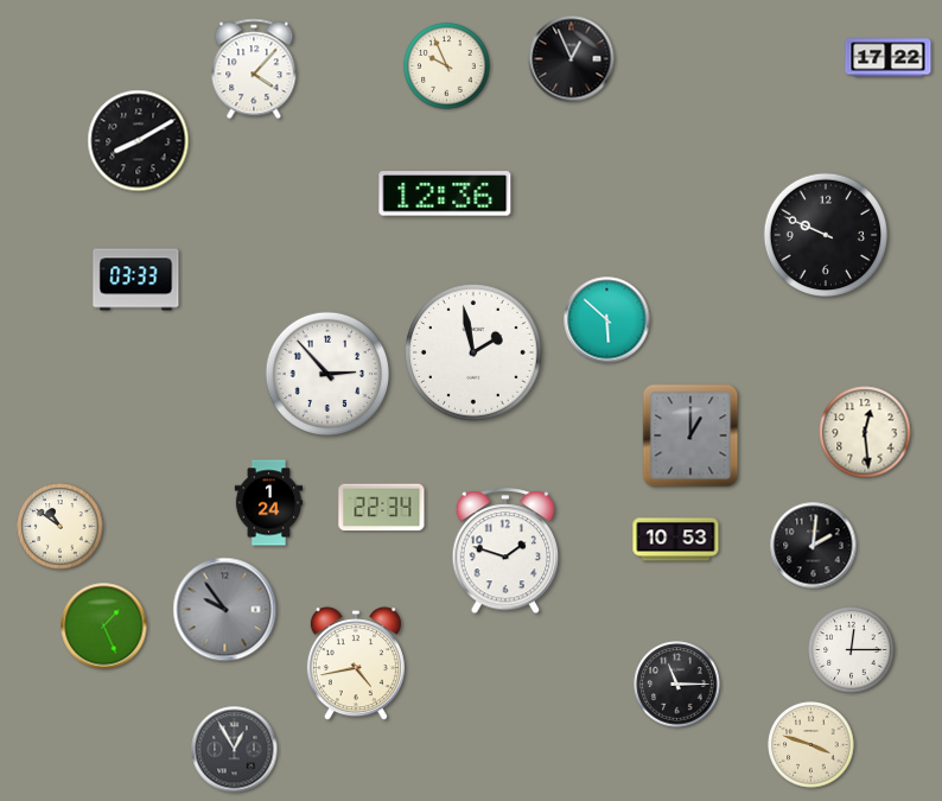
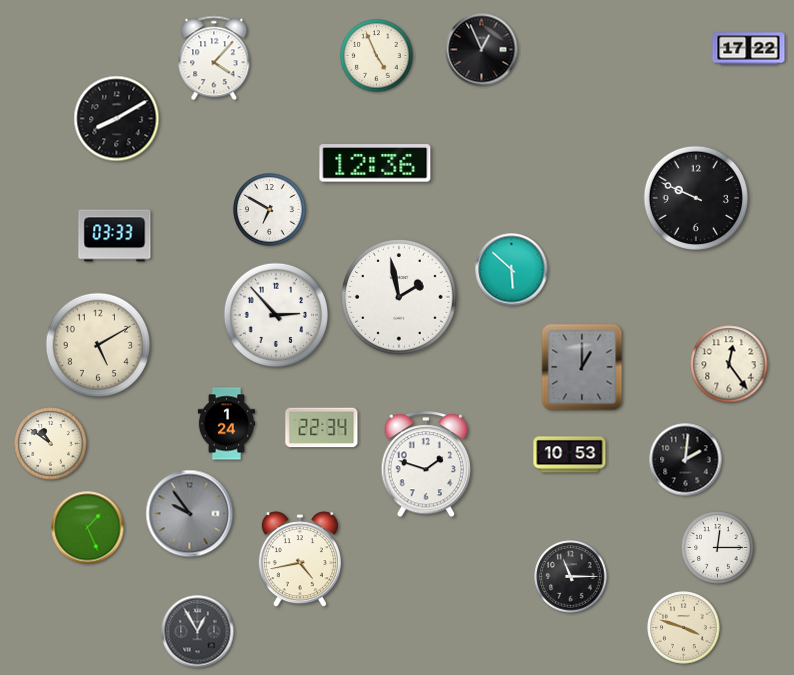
clock at (447, 66): 9:56 -> 4:56
clock at (270, 210): none -> 6:50
clock at (97, 344): none -> 5:10
clock at (865, 432): 12:29 -> 12:24
